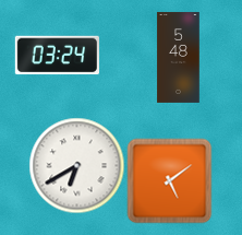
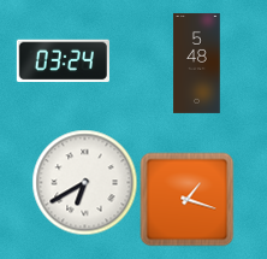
clock at (169, 180): 5:09 -> 1:18
